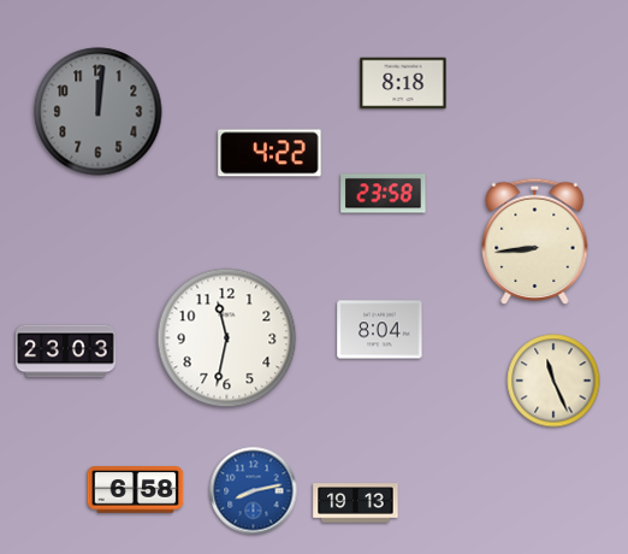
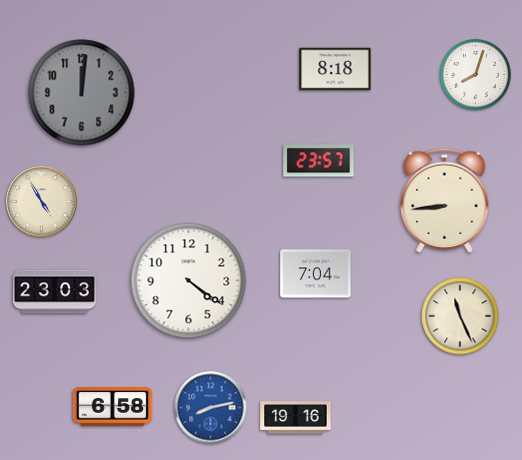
clock at (475, 74): none -> 8:03
clock at (269, 153): 4:22 -> none
clock at (384, 194): 23:58 -> 23:57
clock at (42, 202): none -> 4:55
clock at (380, 330): 8:04 -> 7:04
clock at (227, 338): 11:32 -> 4:21
clock at (356, 503): 19:13 -> 19:16
